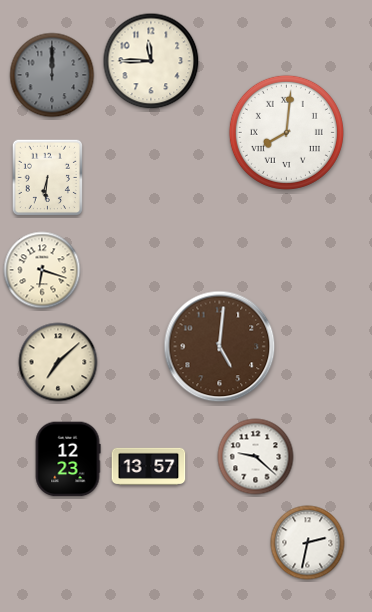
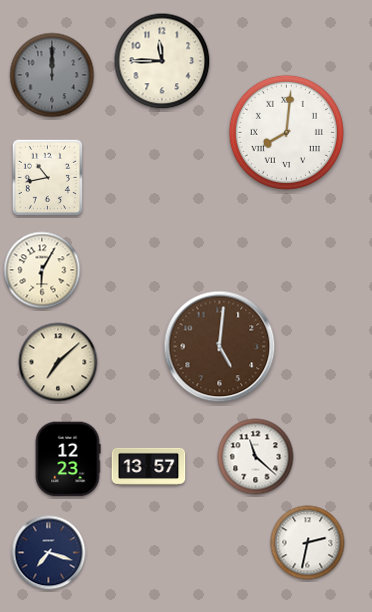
clock at (151, 61) position: (151, 61) -> (162, 61)
clock at (47, 177): 6:31 -> 10:43
clock at (42, 270): 6:18 -> 6:05
clock at (256, 457): 9:22 -> 11:22
clock at (49, 553): none -> 7:18
